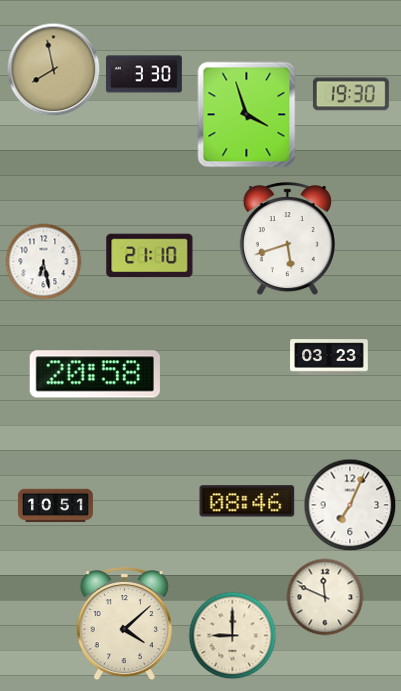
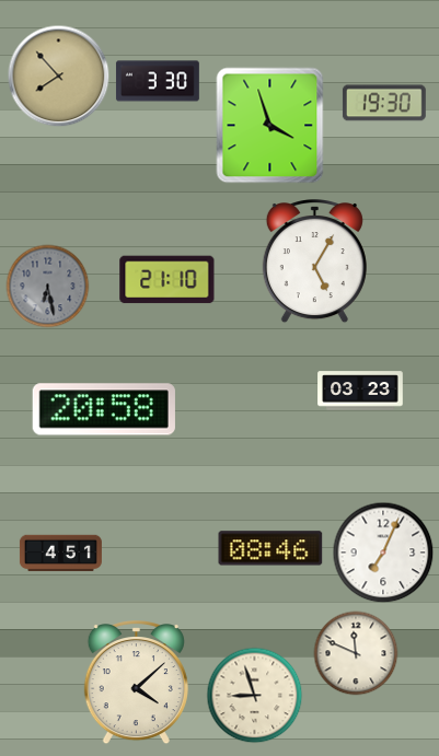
clock at (54, 70): 7:58 -> 7:53
clock at (287, 240): 5:42 -> 5:05
clock at (150, 256) position: (150, 256) -> (167, 280)
clock at (44, 262) dial: white -> grey
clock at (55, 506): 10:51 -> 4:51
clock at (233, 636): 9:00 -> 8:57
